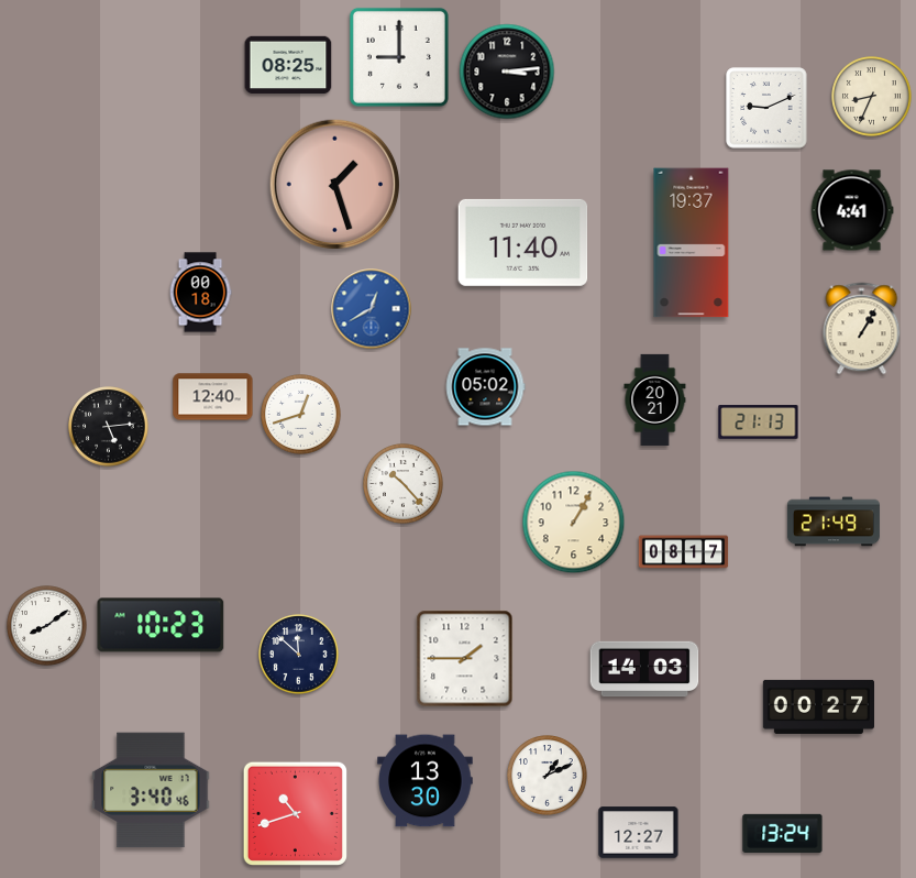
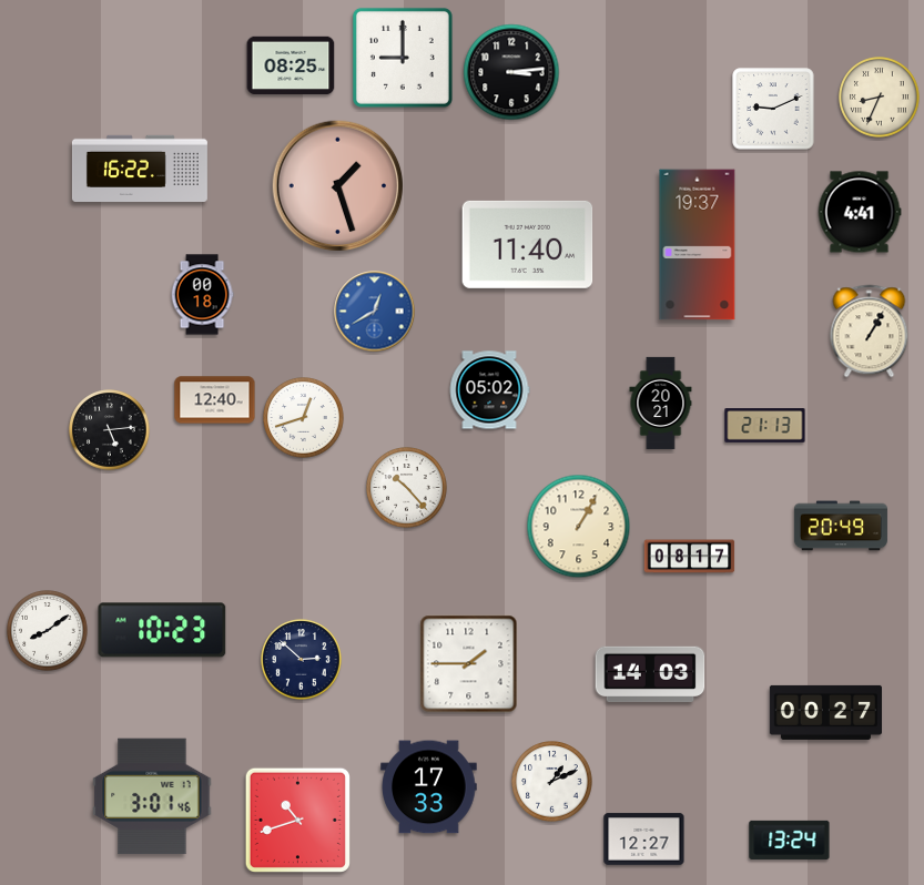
clock at (140, 167): none -> 16:22
clock at (834, 522): 21:49 -> 20:49
clock at (299, 655): 11:52 -> 2:52
clock at (426, 781): 13:30 -> 17:33
clock at (151, 790): 3:40 -> 3:01
